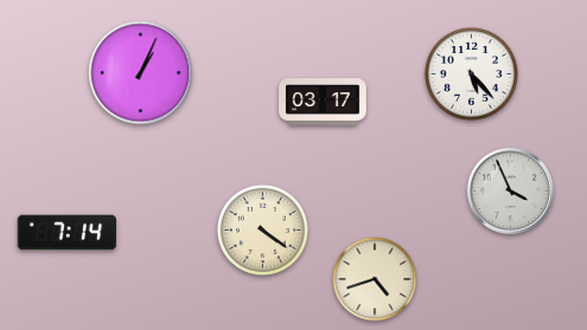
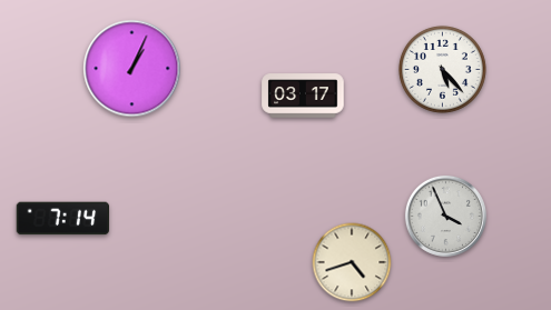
clock at (510, 190) position: (510, 190) -> (445, 216)
clock at (262, 229): 4:21 -> none
